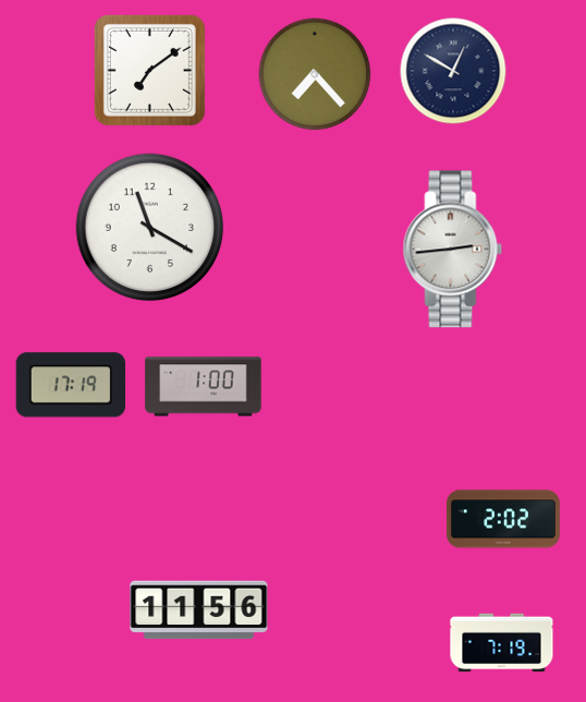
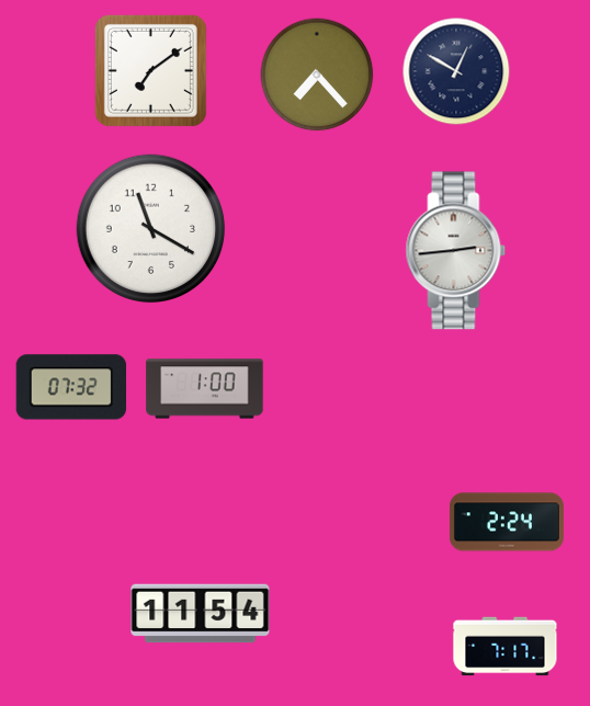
clock at (71, 385): 17:19 -> 07:32
clock at (503, 519): 2:02 -> 2:24
clock at (199, 610): 11:56 -> 11:54
clock at (502, 643): 7:19 -> 7:17
